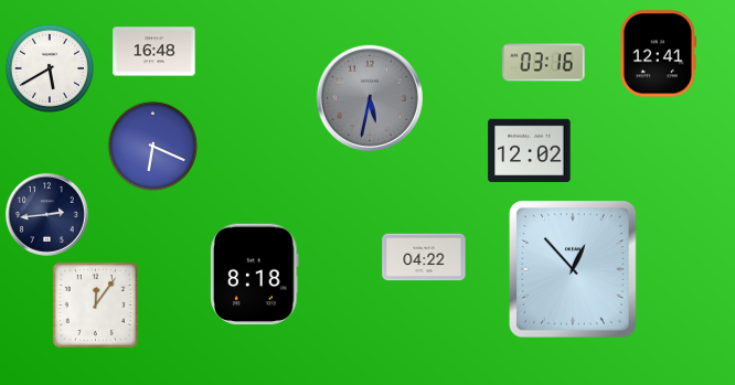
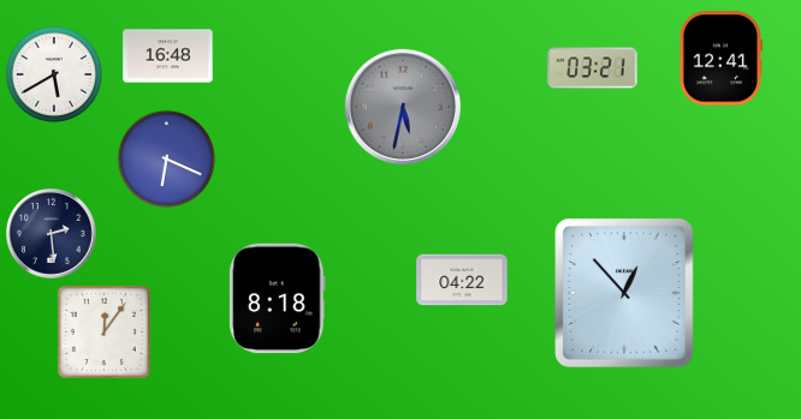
clock at (658, 54) position: (658, 54) -> (720, 59)
clock at (544, 63): 03:16 -> 03:21
clock at (530, 151): 12:02 -> none
clock at (46, 214): 2:44 -> 2:29
